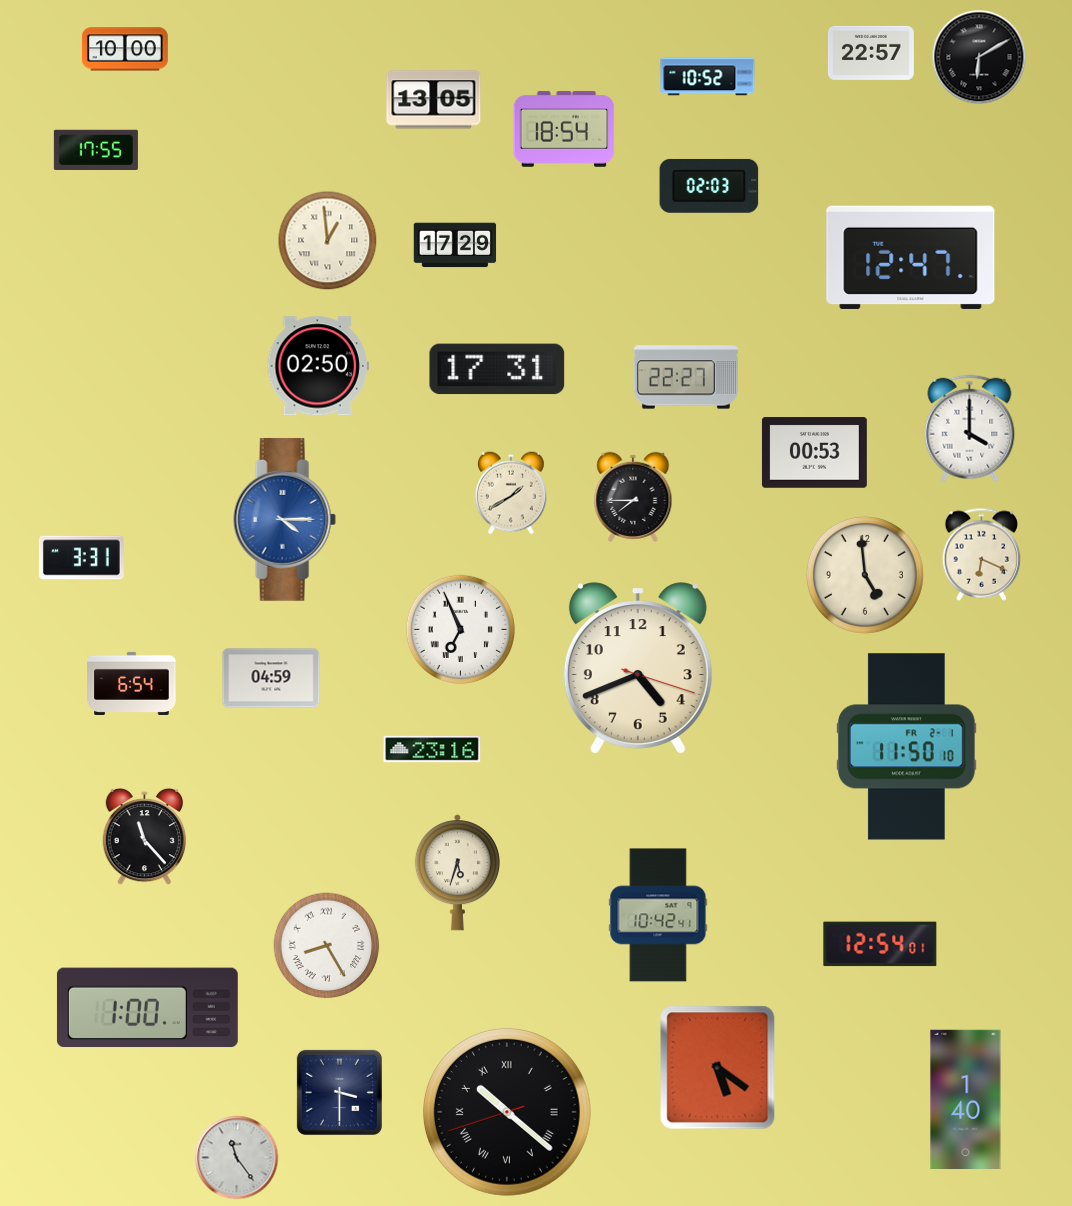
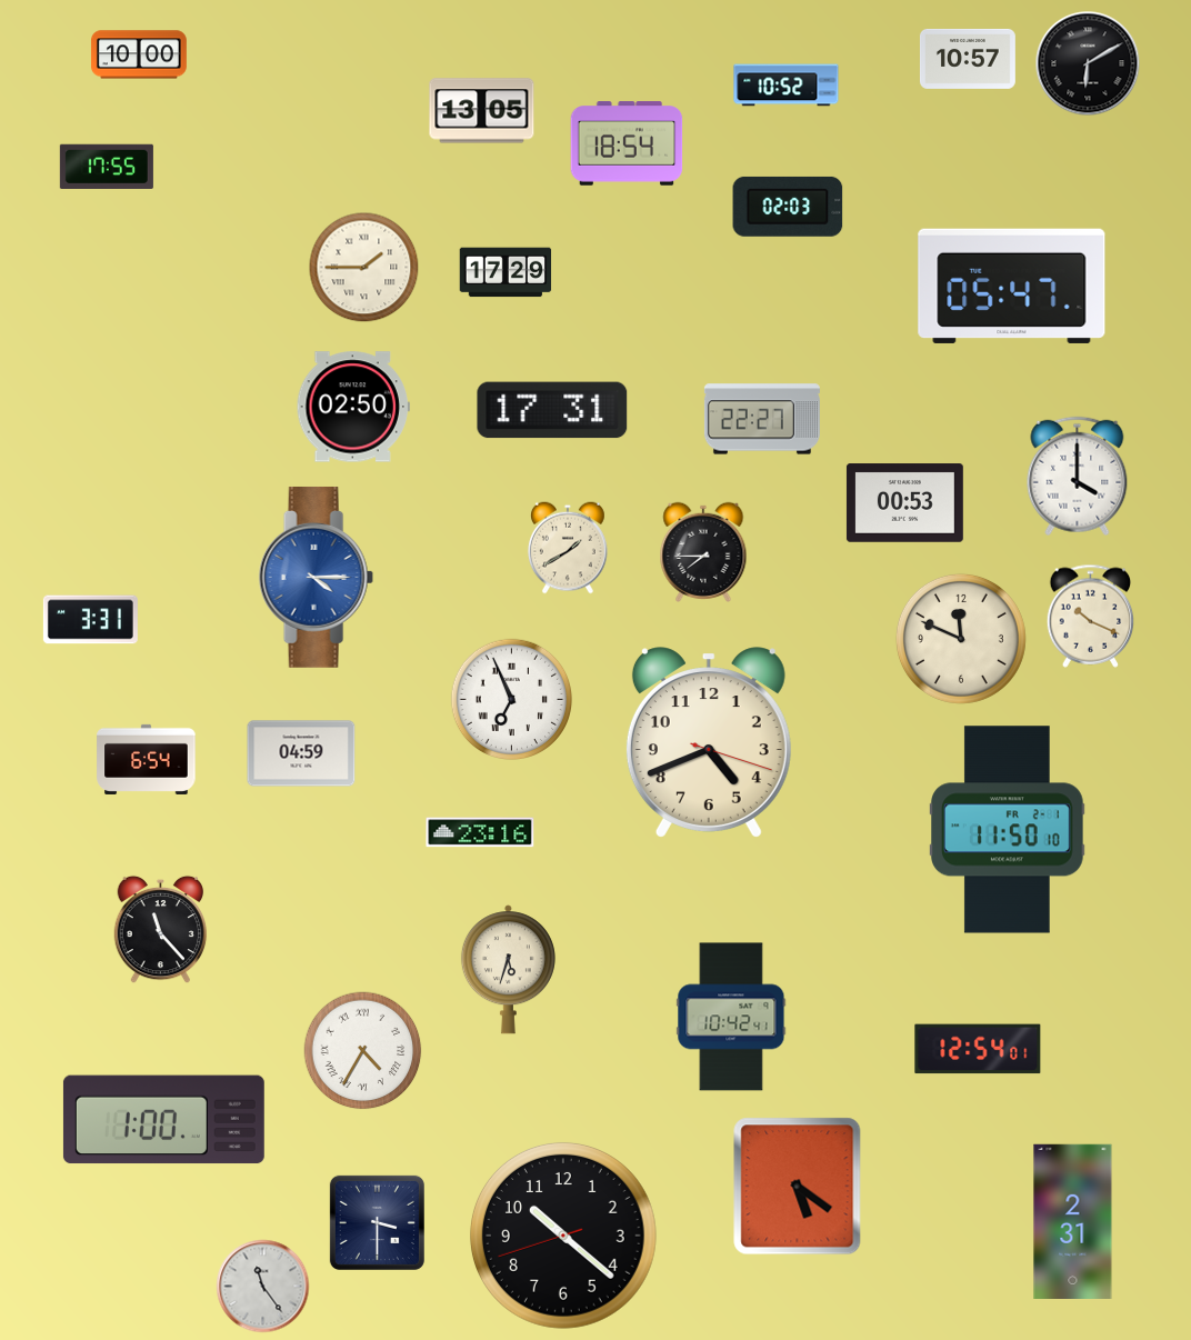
clock at (871, 53): 22:57 -> 10:57
clock at (328, 241): 12:59 -> 1:45
clock at (911, 257): 12:47 -> 05:47
clock at (982, 554): 6:19 -> 10:19
clock at (865, 575): 4:59 -> 11:49
clock at (327, 946): 8:25 -> 4:35
clock at (339, 1092) position: (339, 1092) -> (377, 1222)
clock at (966, 1099): 1:40 -> 2:31
clock at (507, 1112) numerals: Roman -> Arabic
